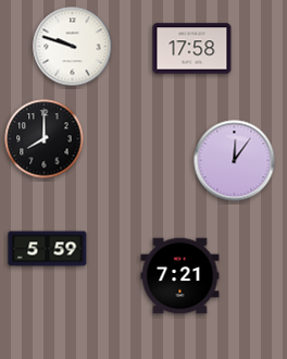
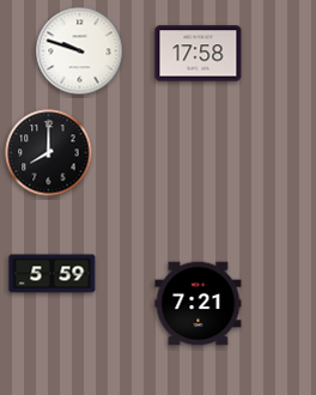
clock at (192, 49) position: (192, 49) -> (199, 54)
clock at (235, 161): 12:06 -> none
